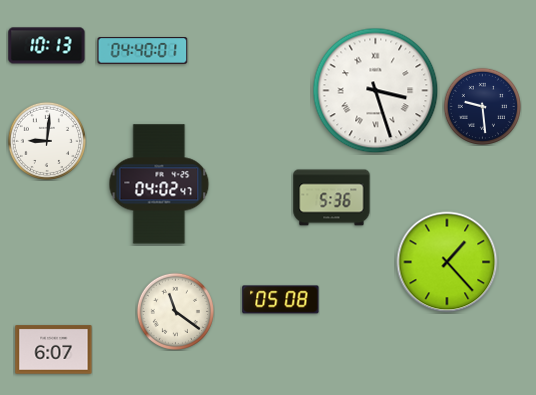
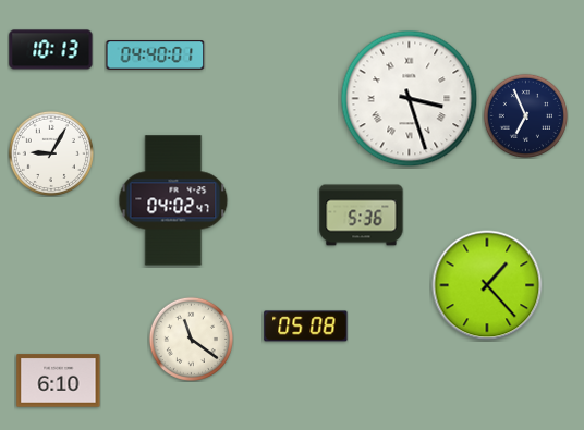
clock at (482, 106): 9:29 -> 6:56
clock at (47, 141): 9:01 -> 9:05
clock at (54, 350): 6:07 -> 6:10
